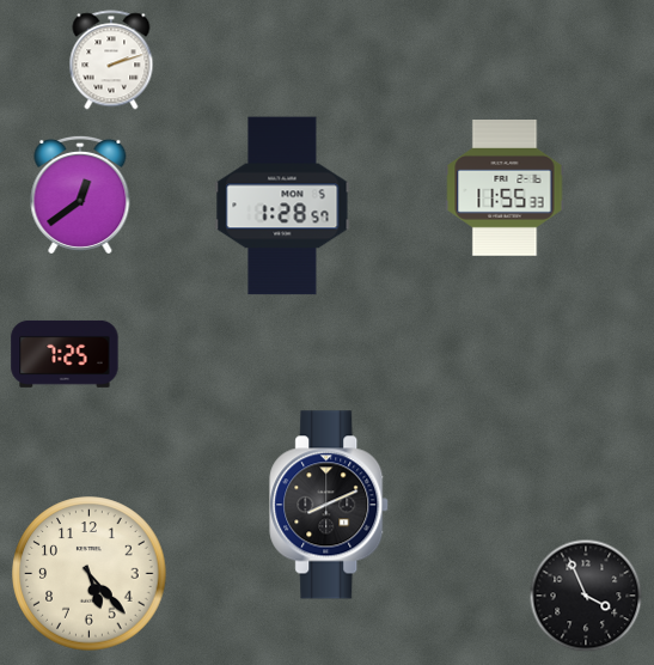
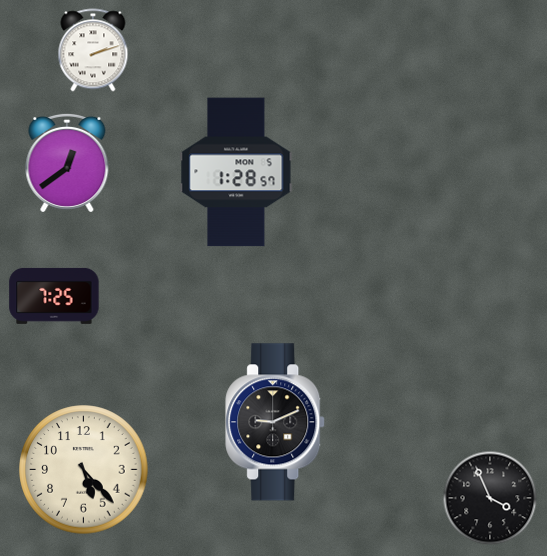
clock at (505, 189): 11:55 -> none
clock at (330, 505): 8:11 -> 9:11
clock at (90, 574) position: (90, 574) -> (84, 470)
